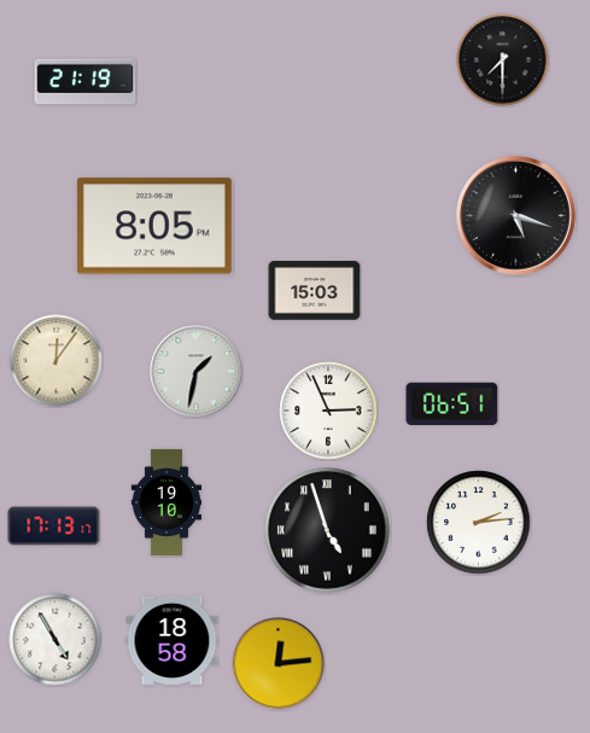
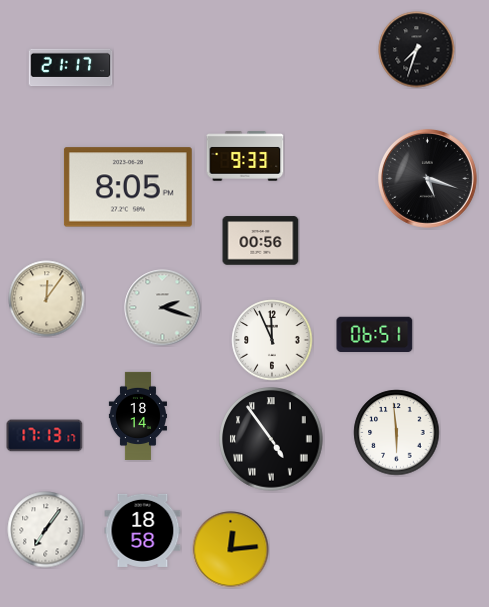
clock at (503, 60): 7:30 -> 7:33
clock at (86, 82): 21:19 -> 21:17
clock at (245, 156): none -> 9:33
clock at (315, 291): 15:03 -> 00:56
clock at (197, 372): 1:32 -> 2:18
clock at (328, 411): 2:56 -> 11:56
clock at (167, 502): 19:10 -> 18:14
clock at (479, 523): 2:14 -> 5:59
clock at (327, 530): 4:57 -> 4:54
clock at (56, 640): 4:55 -> 7:06
